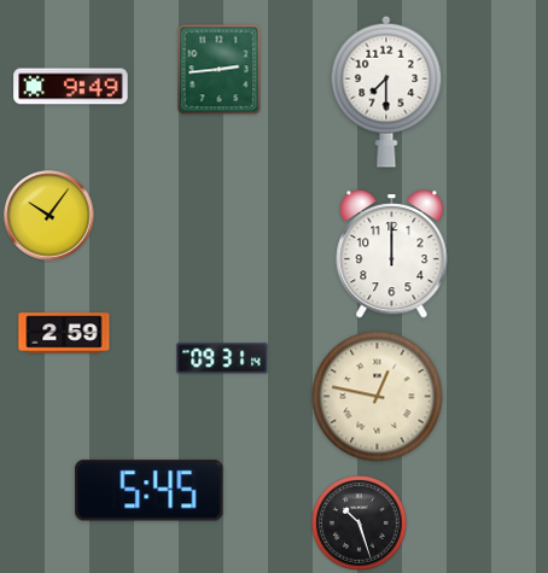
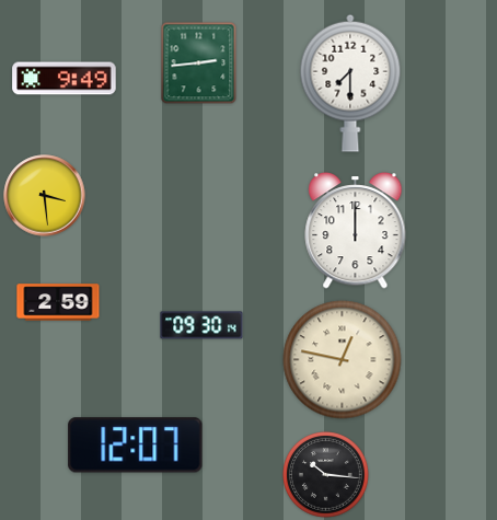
clock at (49, 216): 10:06 -> 3:29
clock at (222, 358): 09:31 -> 09:30
clock at (150, 491): 5:45 -> 12:07
clock at (360, 524): 10:27 -> 10:16
